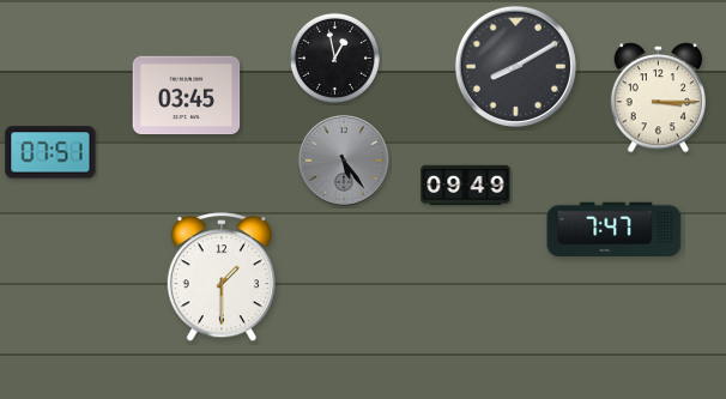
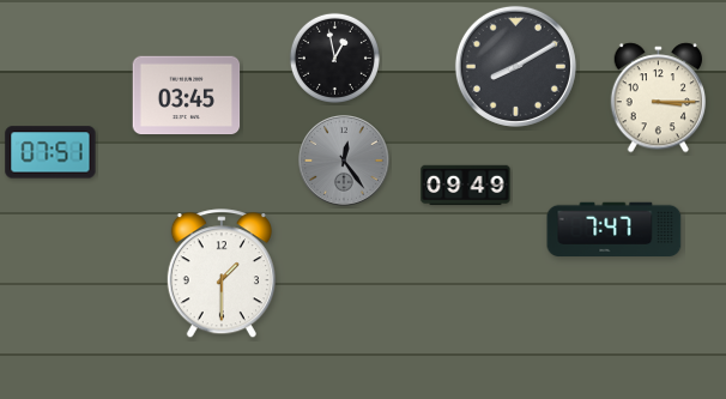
clock at (344, 161): 5:24 -> 12:24
clock at (222, 278) position: (222, 278) -> (222, 274)
